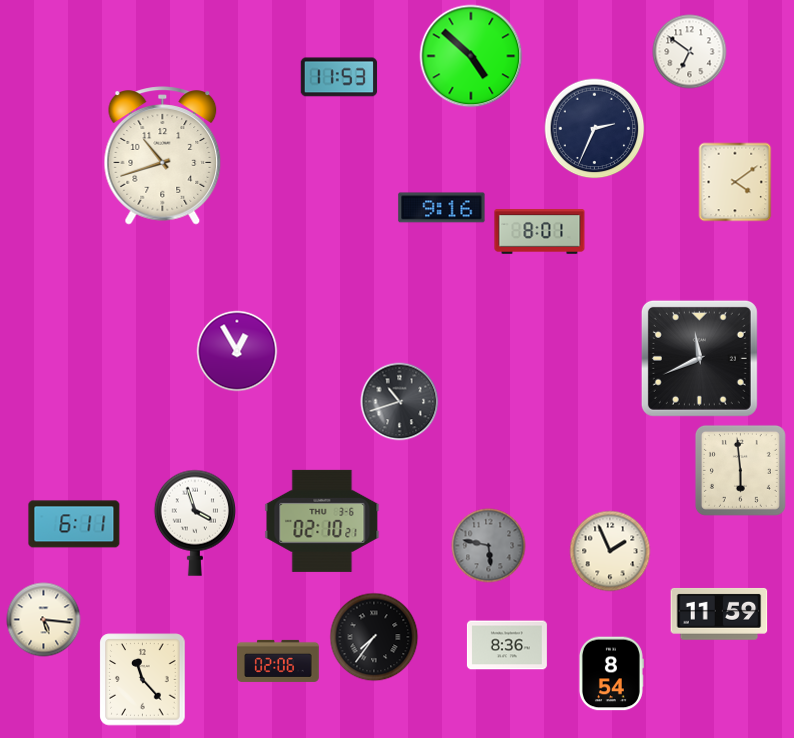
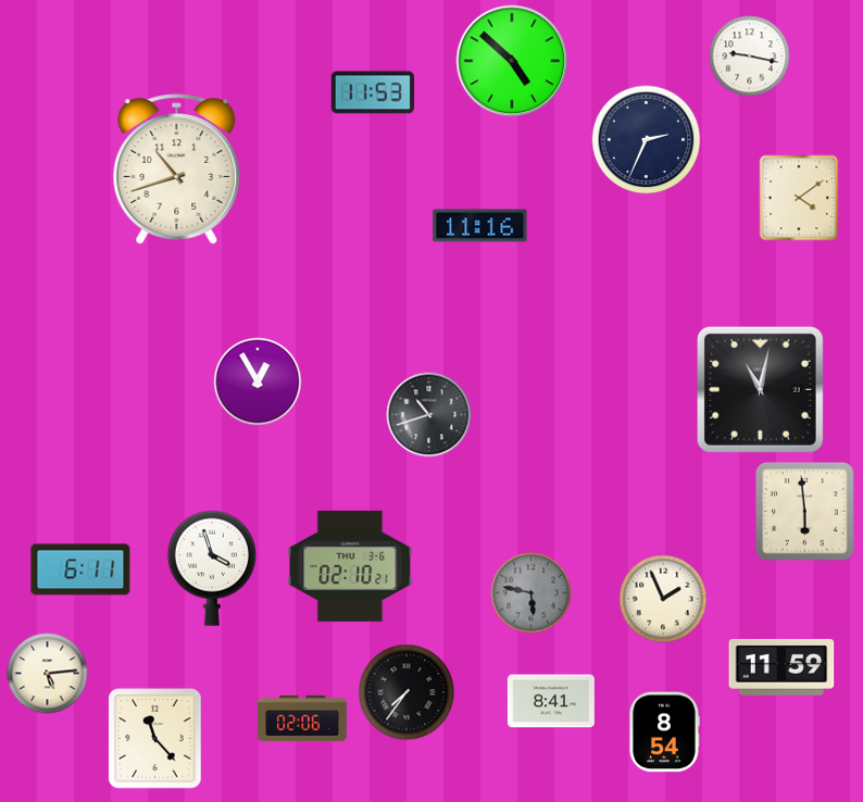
clock at (690, 52): 6:51 -> 9:17
clock at (339, 77) position: (339, 77) -> (373, 92)
clock at (442, 208): 9:16 -> 11:16
clock at (540, 232): 8:01 -> none
clock at (699, 358): 11:41 -> 11:02
clock at (400, 402) position: (400, 402) -> (429, 415)
clock at (44, 620): 5:16 -> 5:14
clock at (507, 645): 8:36 -> 8:41
